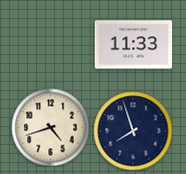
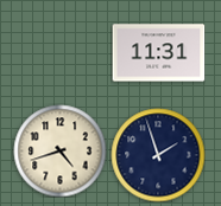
clock at (133, 45): 11:33 -> 11:31
clock at (133, 131): 7:57 -> 1:57
